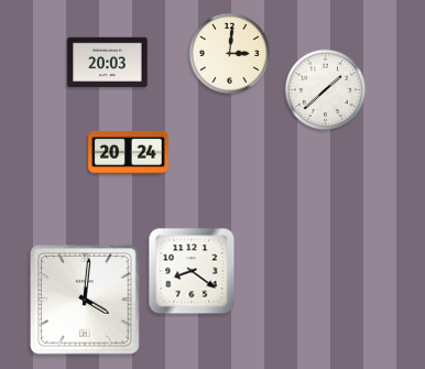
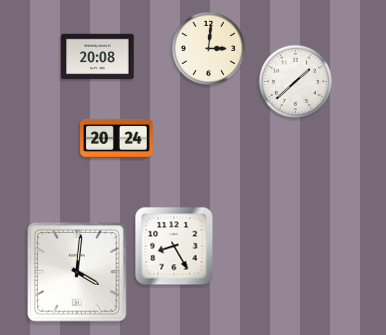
clock at (108, 63): 20:03 -> 20:08
clock at (192, 271): 8:21 -> 8:25
